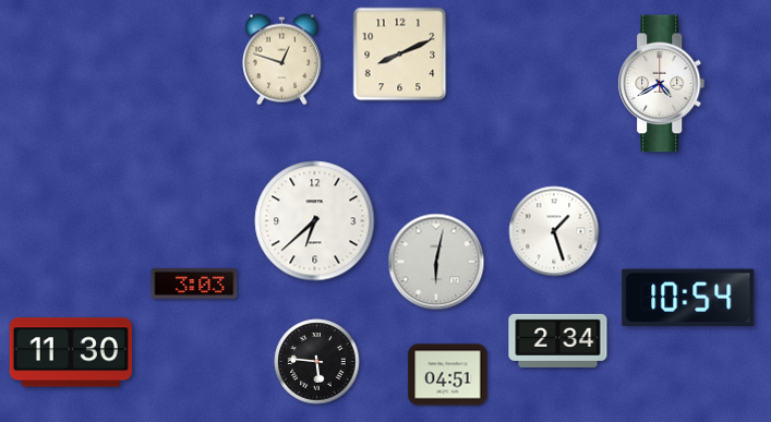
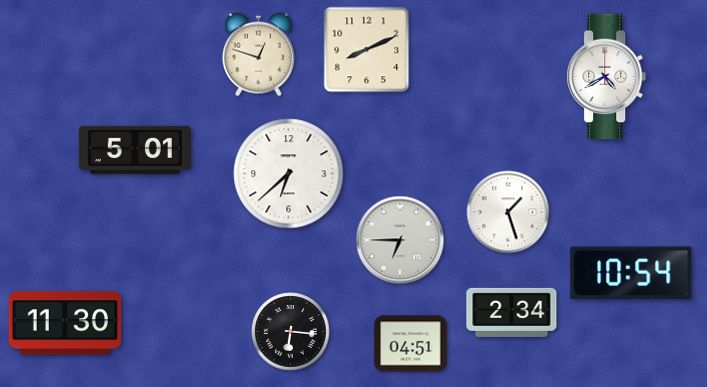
clock at (134, 150): none -> 5:01
clock at (315, 221) position: (315, 221) -> (289, 174)
clock at (436, 262): 6:02 -> 6:45
clock at (194, 284): 3:03 -> none
clock at (317, 362): 5:46 -> 6:16
